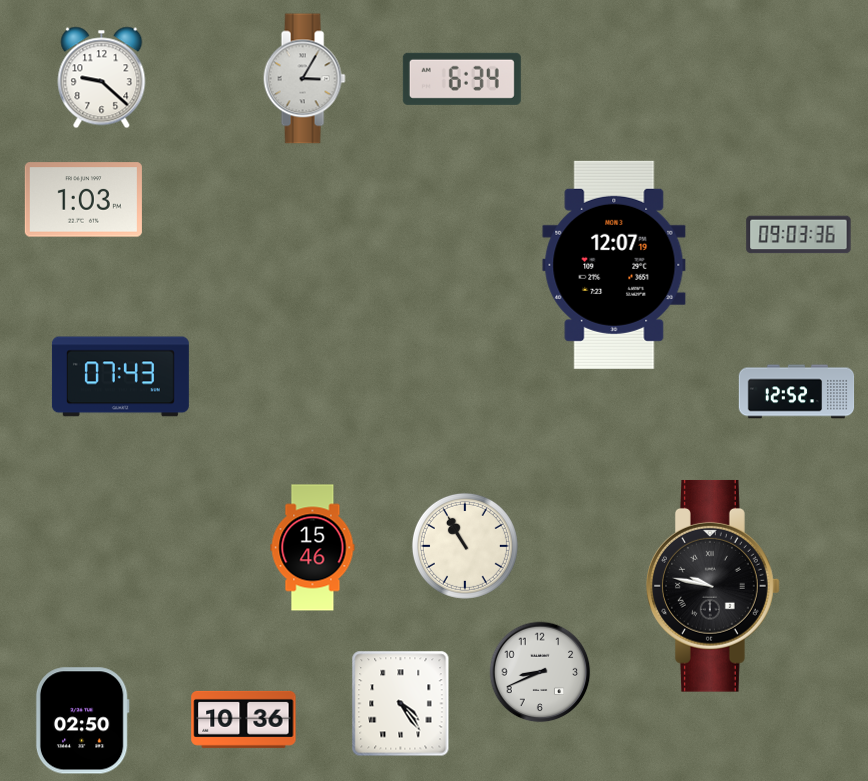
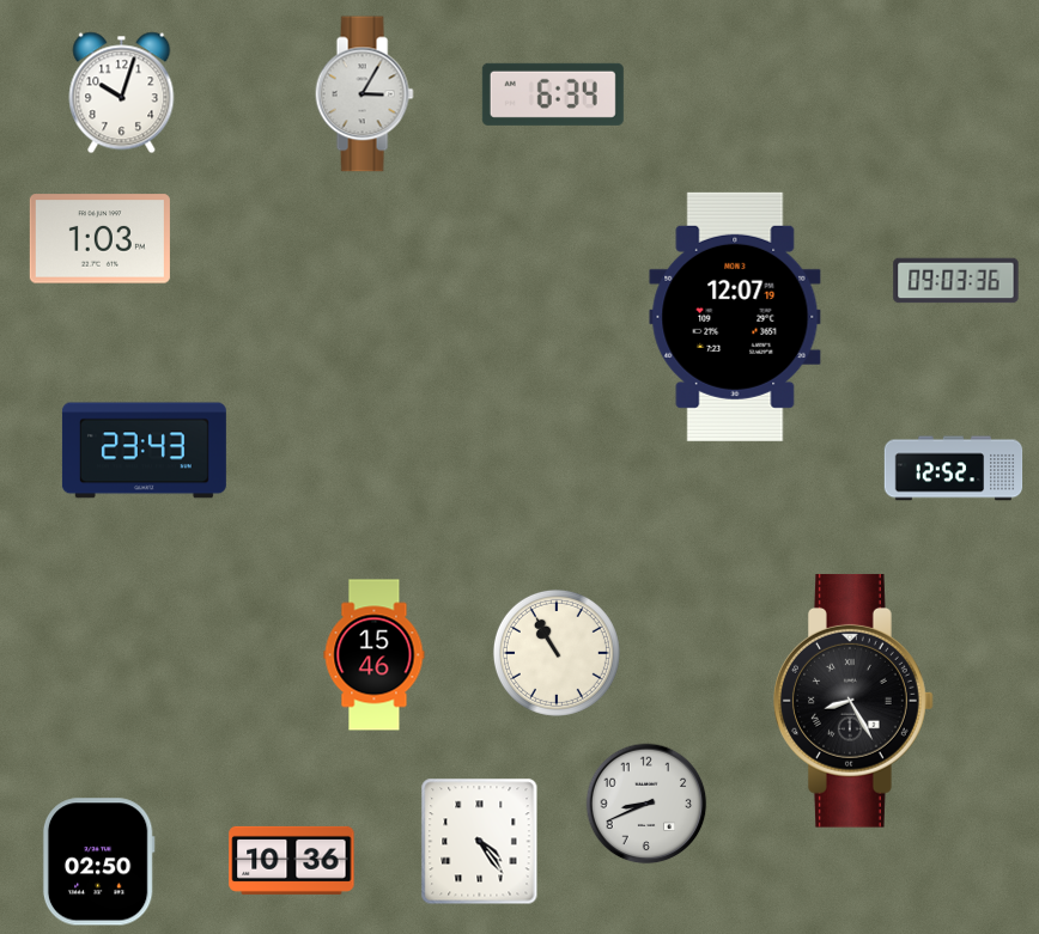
clock at (102, 78): 9:22 -> 10:03
clock at (120, 377): 07:43 -> 23:43
clock at (714, 586): 9:47 -> 8:25
